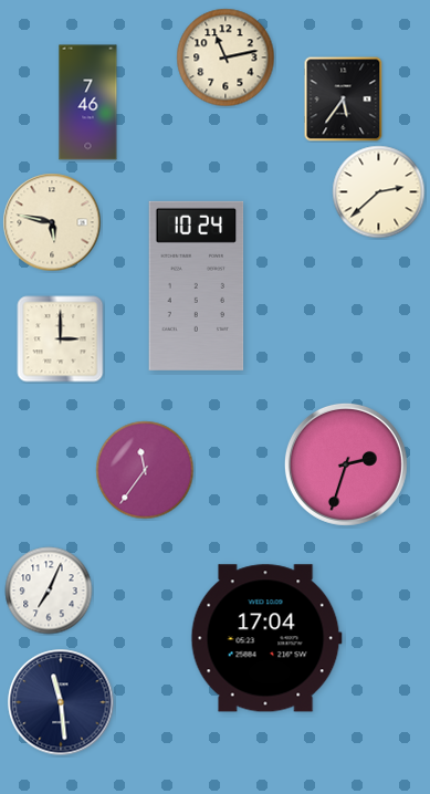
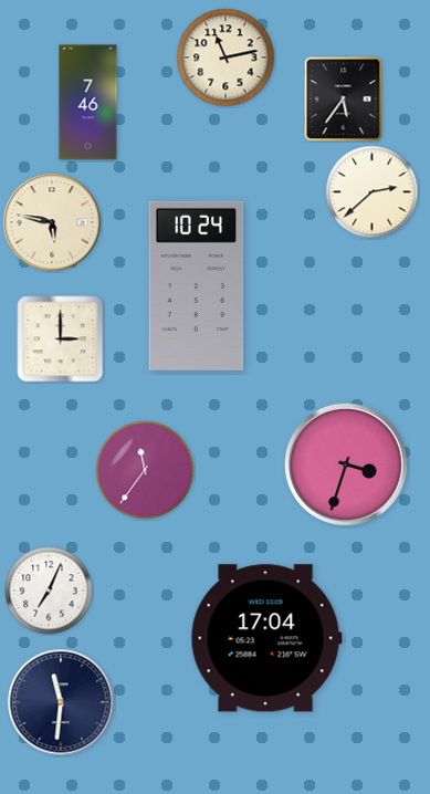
clock at (379, 192) position: (379, 192) -> (373, 192)
clock at (346, 464): 2:33 -> 3:33
clock at (61, 702): 11:29 -> 11:31
